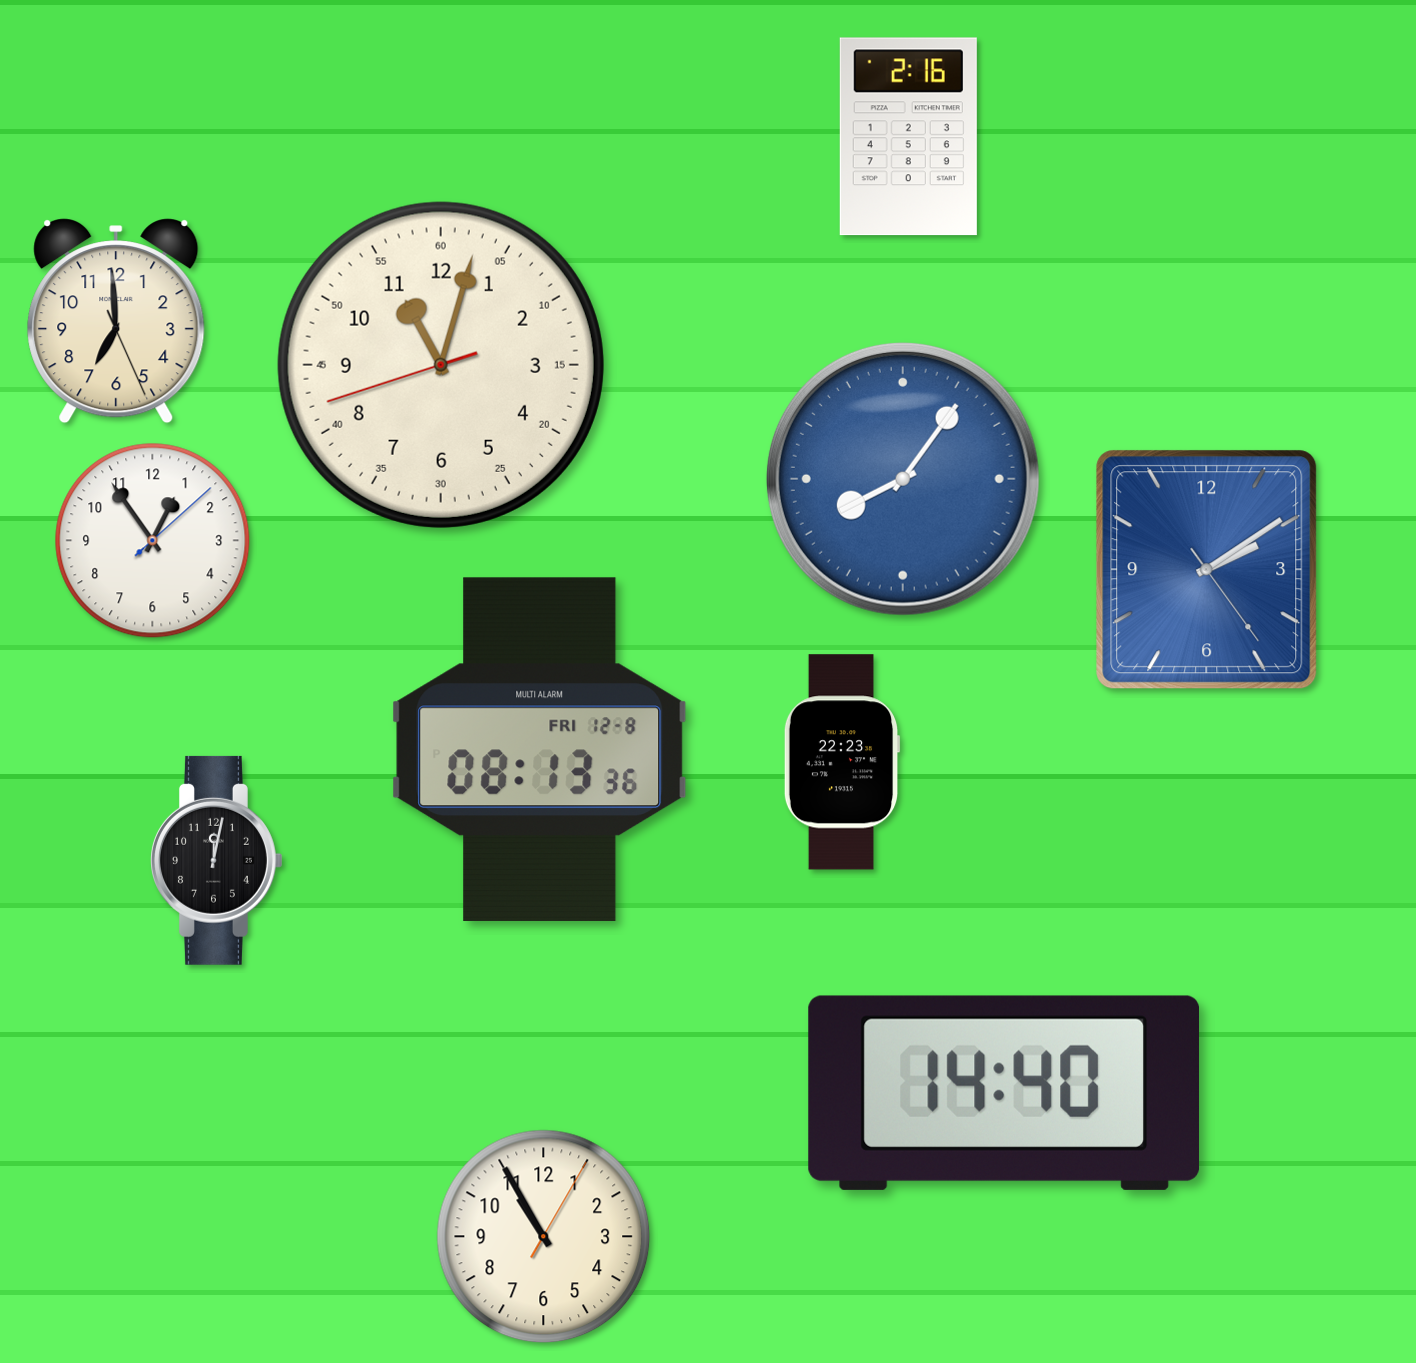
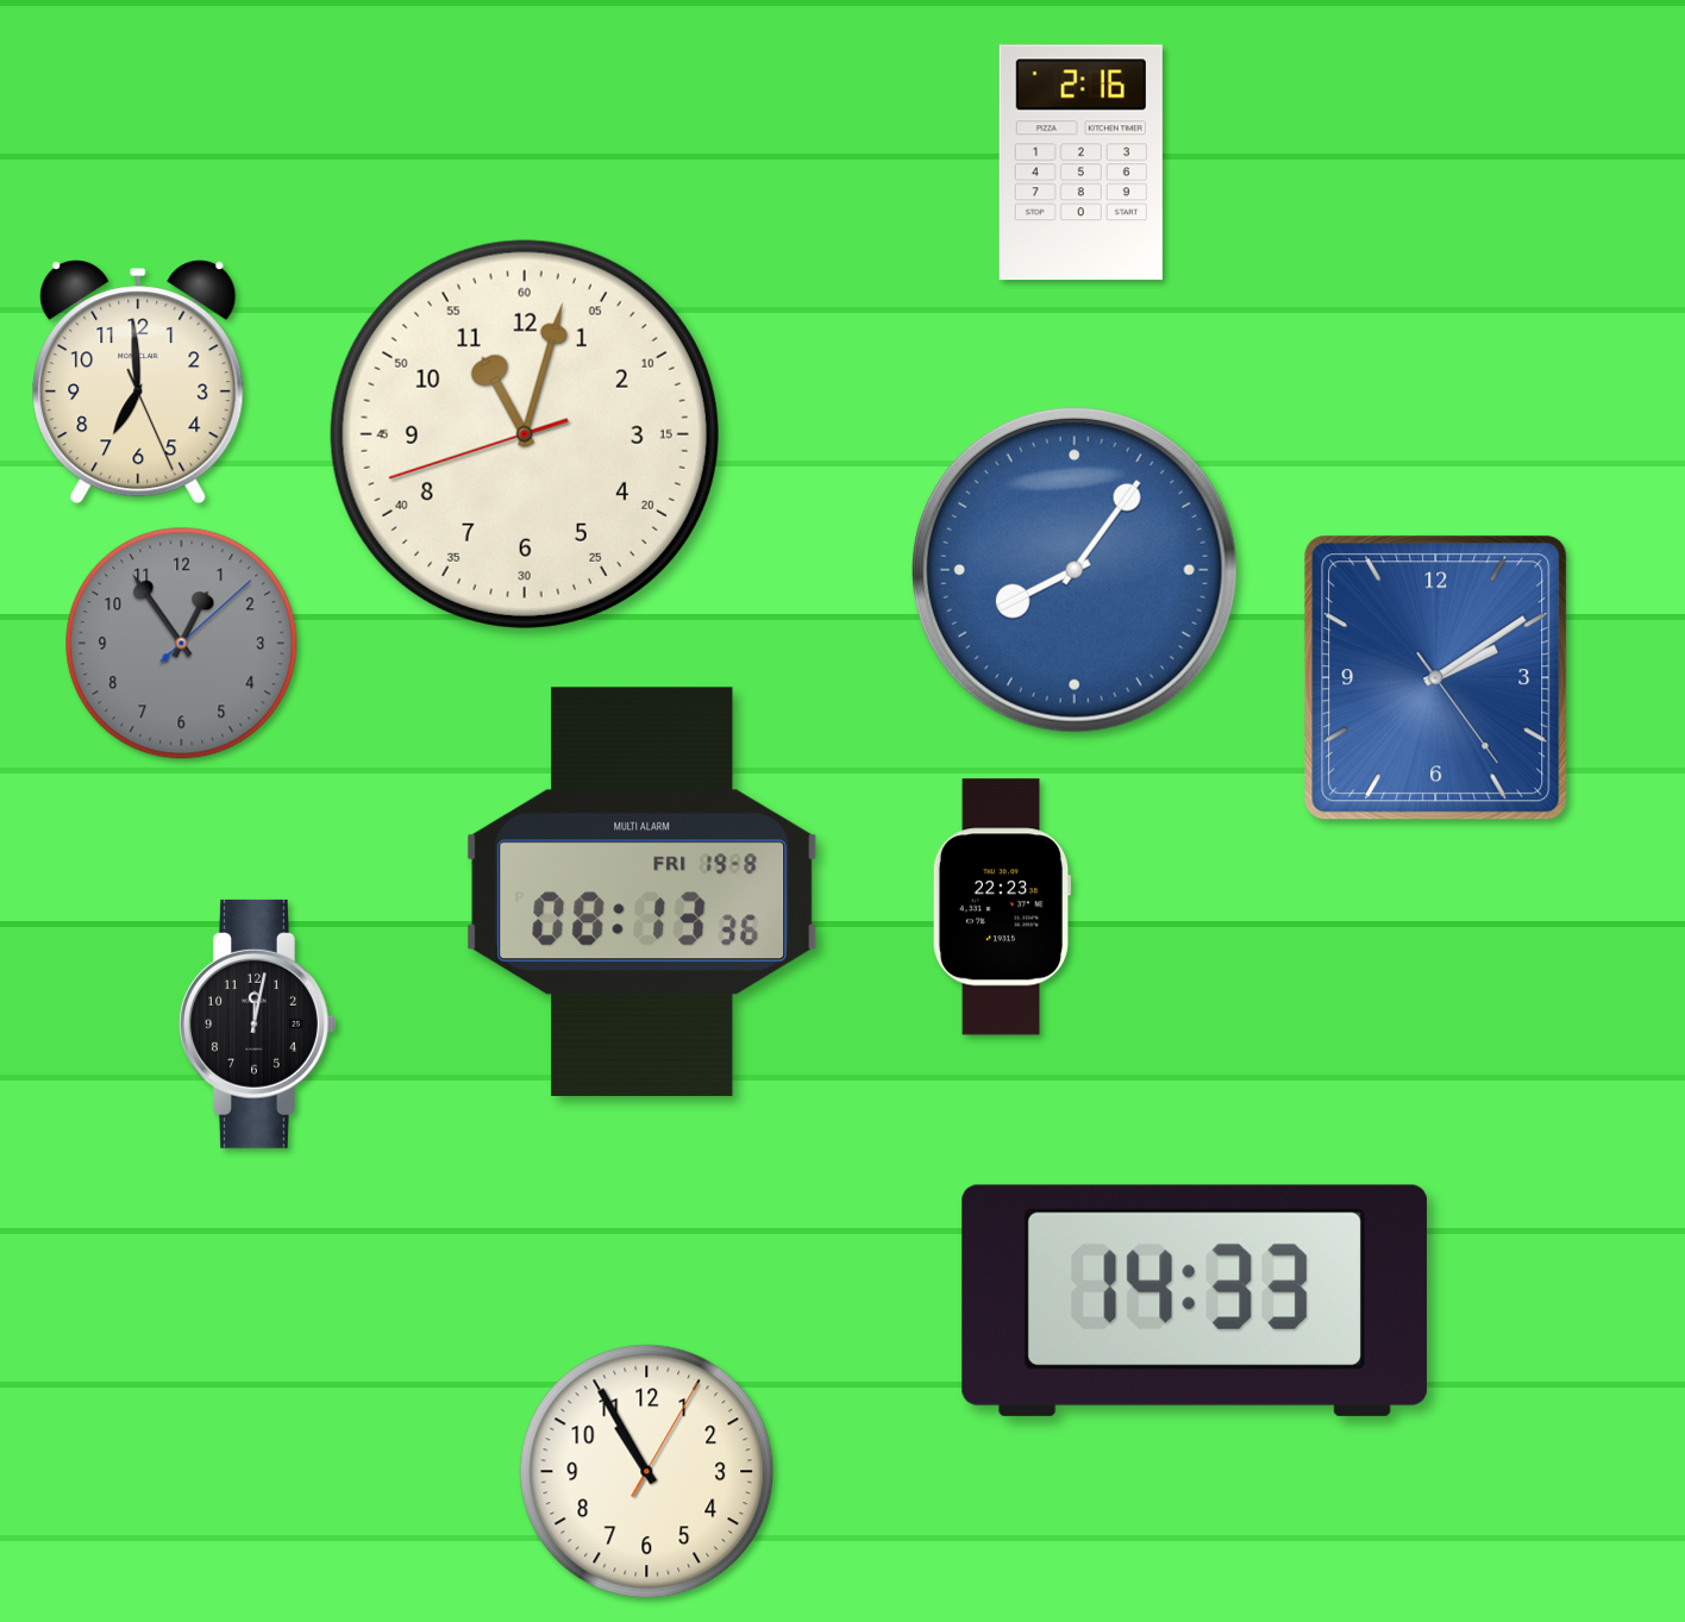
clock at (153, 541) dial: white -> grey
clock at (540, 749) date: FRI 12-8 -> FRI 19-8
clock at (1004, 1093): 14:40 -> 14:33
